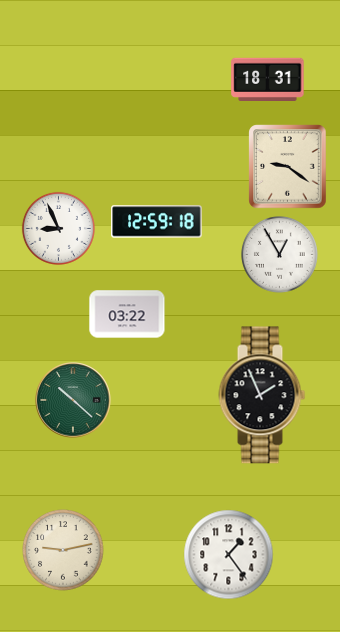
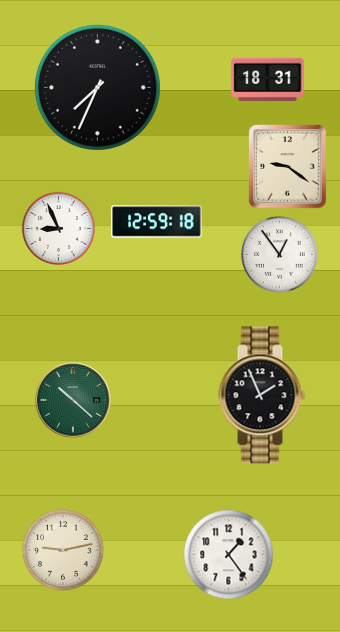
clock at (97, 87): none -> 7:34
clock at (280, 255): 12:55 -> 12:54
clock at (127, 314): 03:22 -> none
